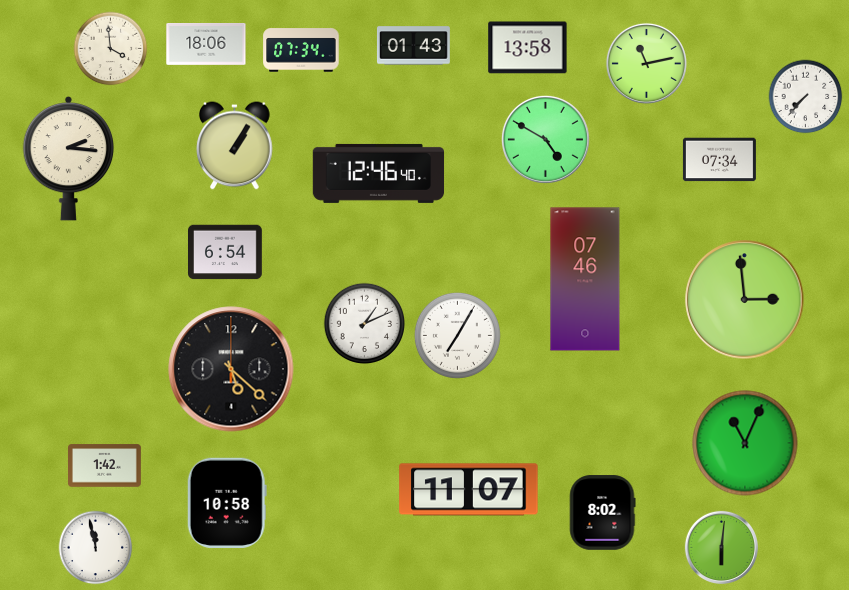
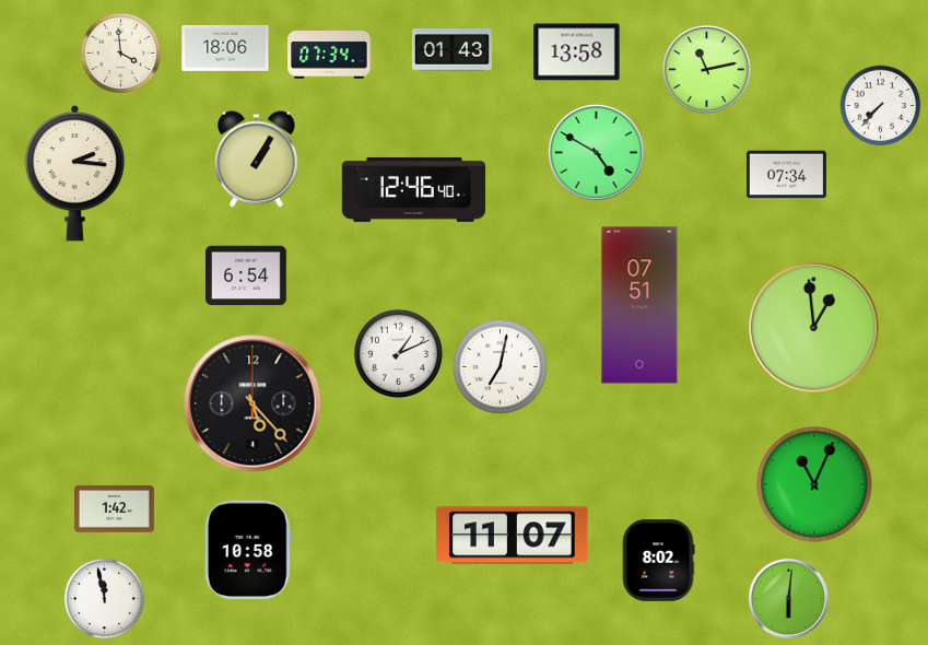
clock at (585, 279): 07:46 -> 07:51
clock at (745, 300): 2:59 -> 12:59
clock at (457, 335): 7:05 -> 7:02
clock at (231, 369): 5:22 -> 5:23
